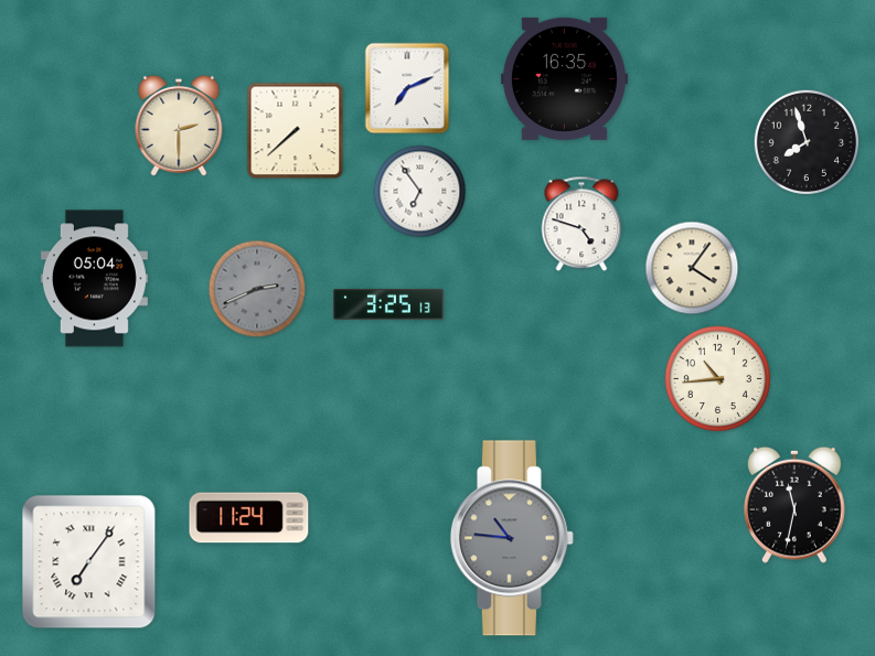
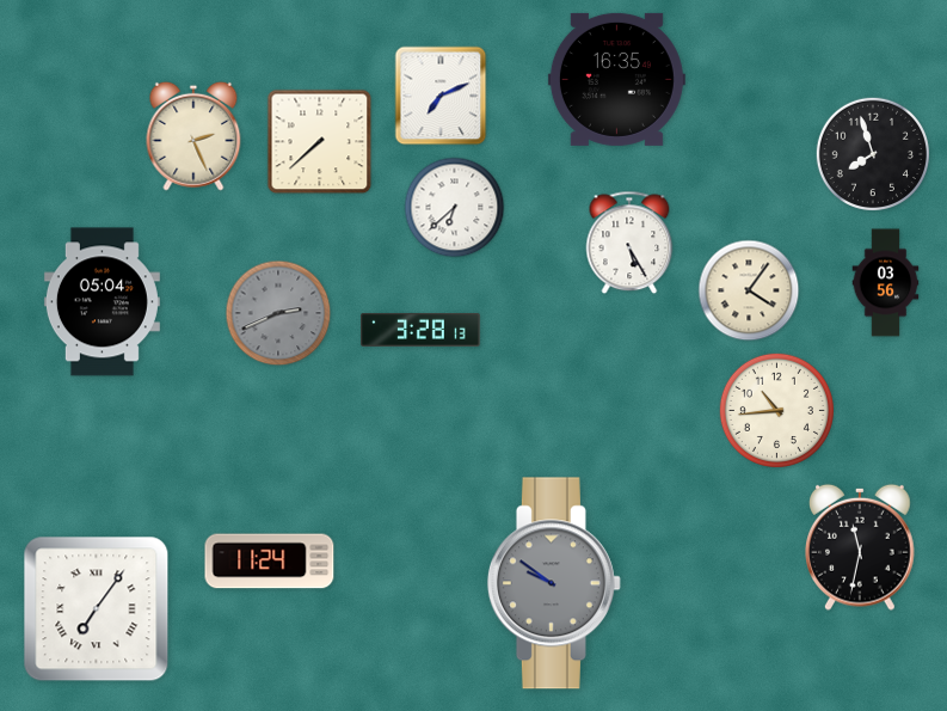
clock at (564, 78) position: (564, 78) -> (616, 79)
clock at (179, 126): 2:30 -> 2:26
clock at (420, 192): 6:54 -> 6:38
clock at (581, 224): 4:48 -> 5:25
clock at (886, 283): none -> 03:56
clock at (388, 304): 3:25 -> 3:28
clock at (512, 538): 10:46 -> 9:51
